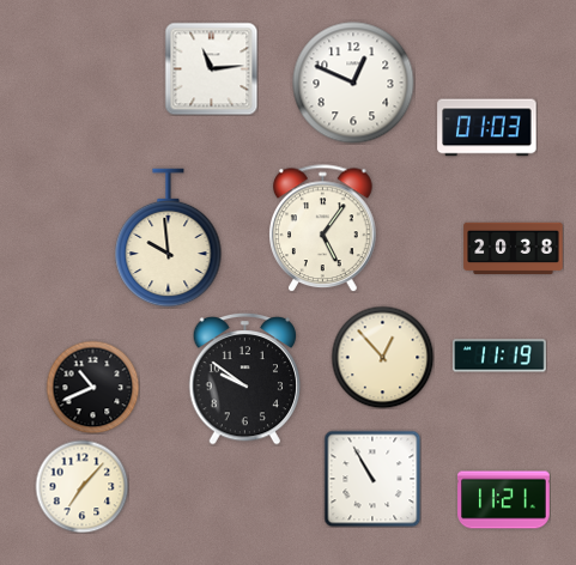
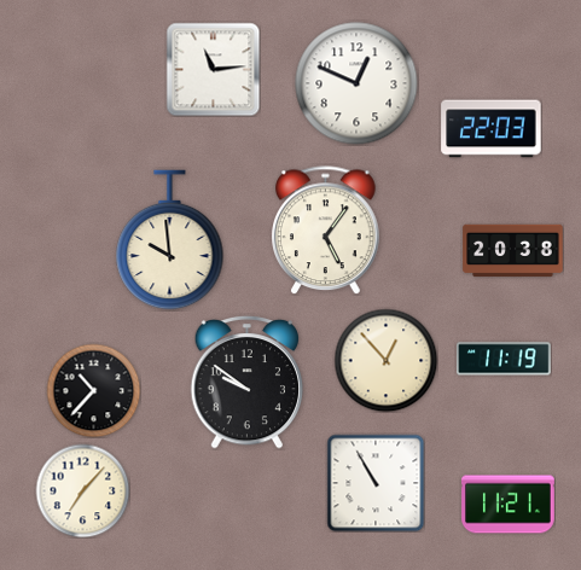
clock at (487, 128): 01:03 -> 22:03
clock at (514, 249) position: (514, 249) -> (513, 251)
clock at (92, 387): 10:41 -> 10:37
